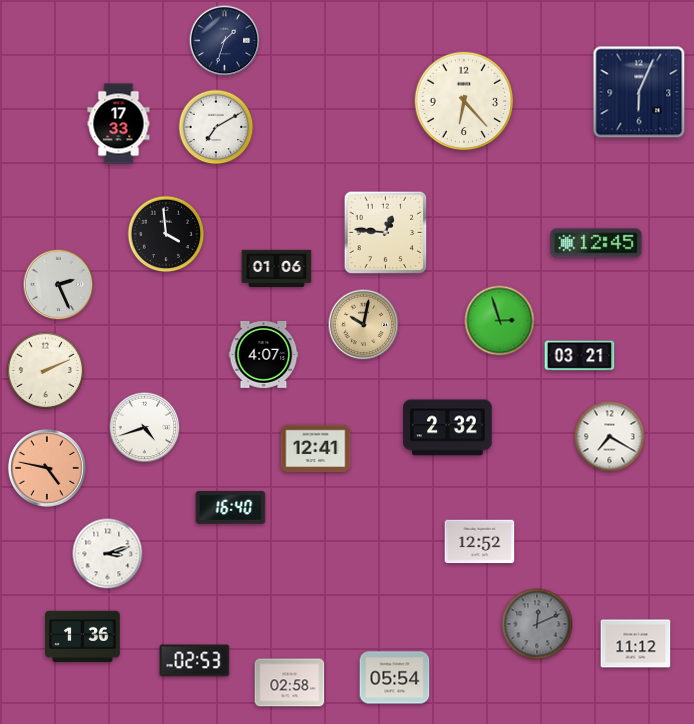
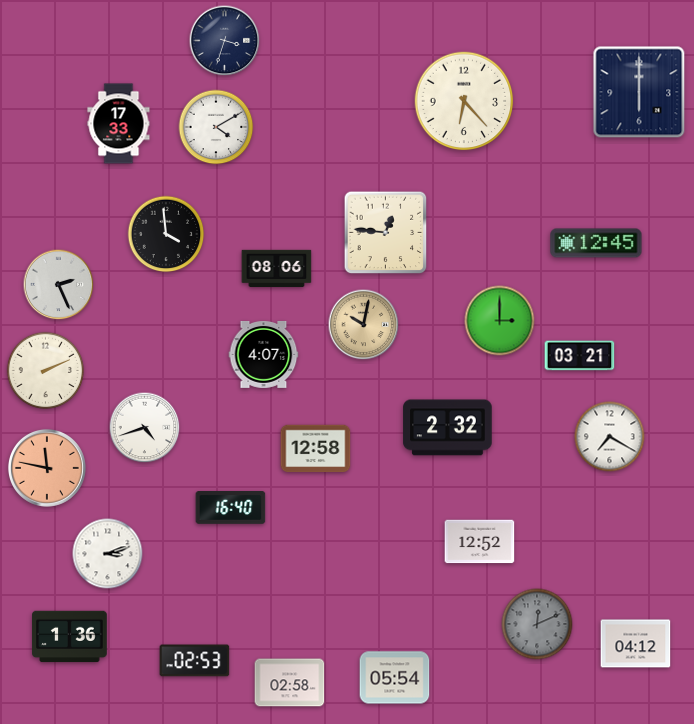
clock at (225, 41): 1:33 -> 3:33
clock at (639, 92): 6:04 -> 6:00
clock at (216, 127): 7:10 -> 4:10
clock at (277, 269): 01:06 -> 08:06
clock at (500, 321): 2:57 -> 3:00
clock at (316, 449): 12:41 -> 12:58
clock at (47, 468): 4:47 -> 11:47
clock at (83, 637) position: (83, 637) -> (70, 637)
clock at (636, 644): 11:12 -> 04:12
